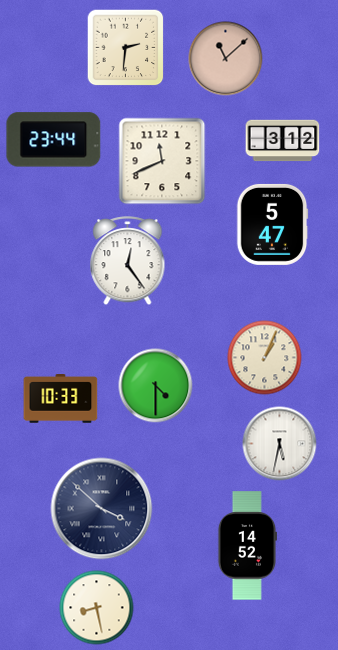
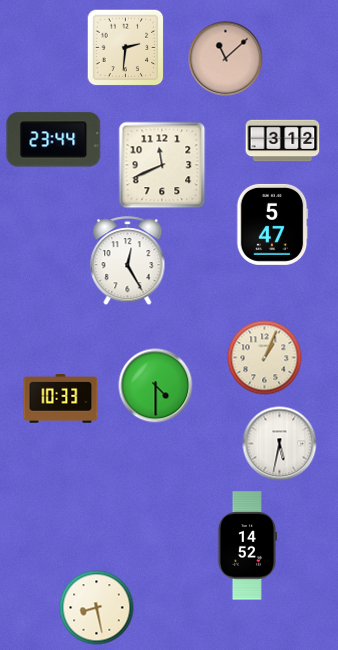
clock at (162, 161) position: (162, 161) -> (162, 165)
clock at (128, 261): 12:24 -> 12:25
clock at (102, 509): 3:52 -> none
